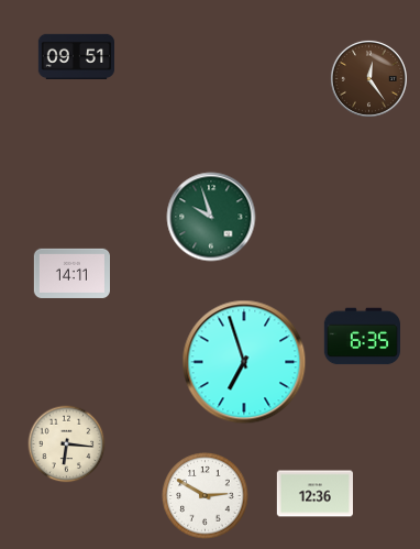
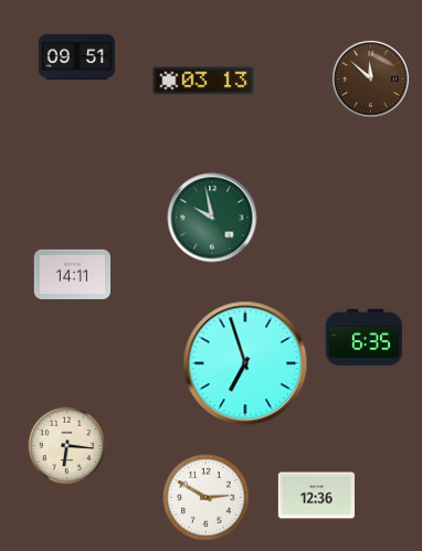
clock at (368, 78): 12:24 -> 11:52
clock at (203, 81): none -> 03:13
clock at (211, 217): 9:57 -> 9:58
